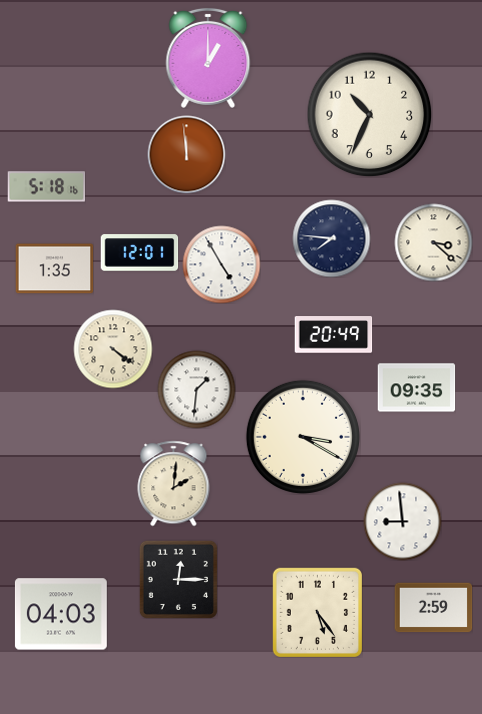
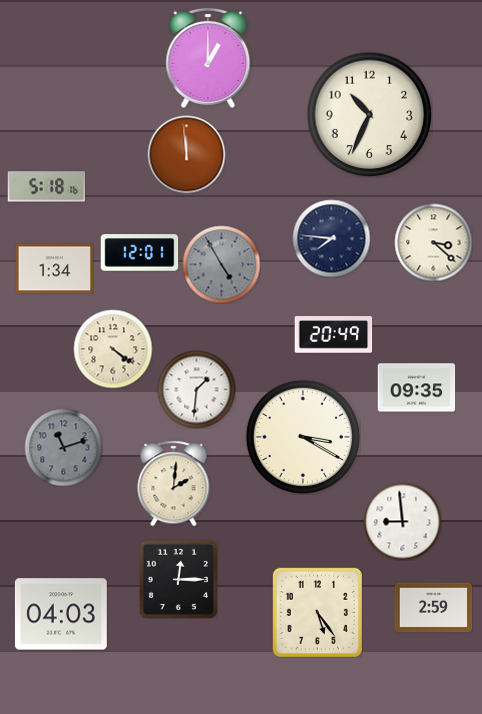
clock at (221, 264) dial: white -> grey
clock at (54, 269): 1:35 -> 1:34
clock at (63, 447): none -> 11:12
